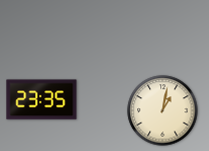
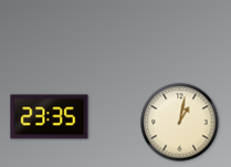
clock at (42, 100) position: (42, 100) -> (50, 117)
